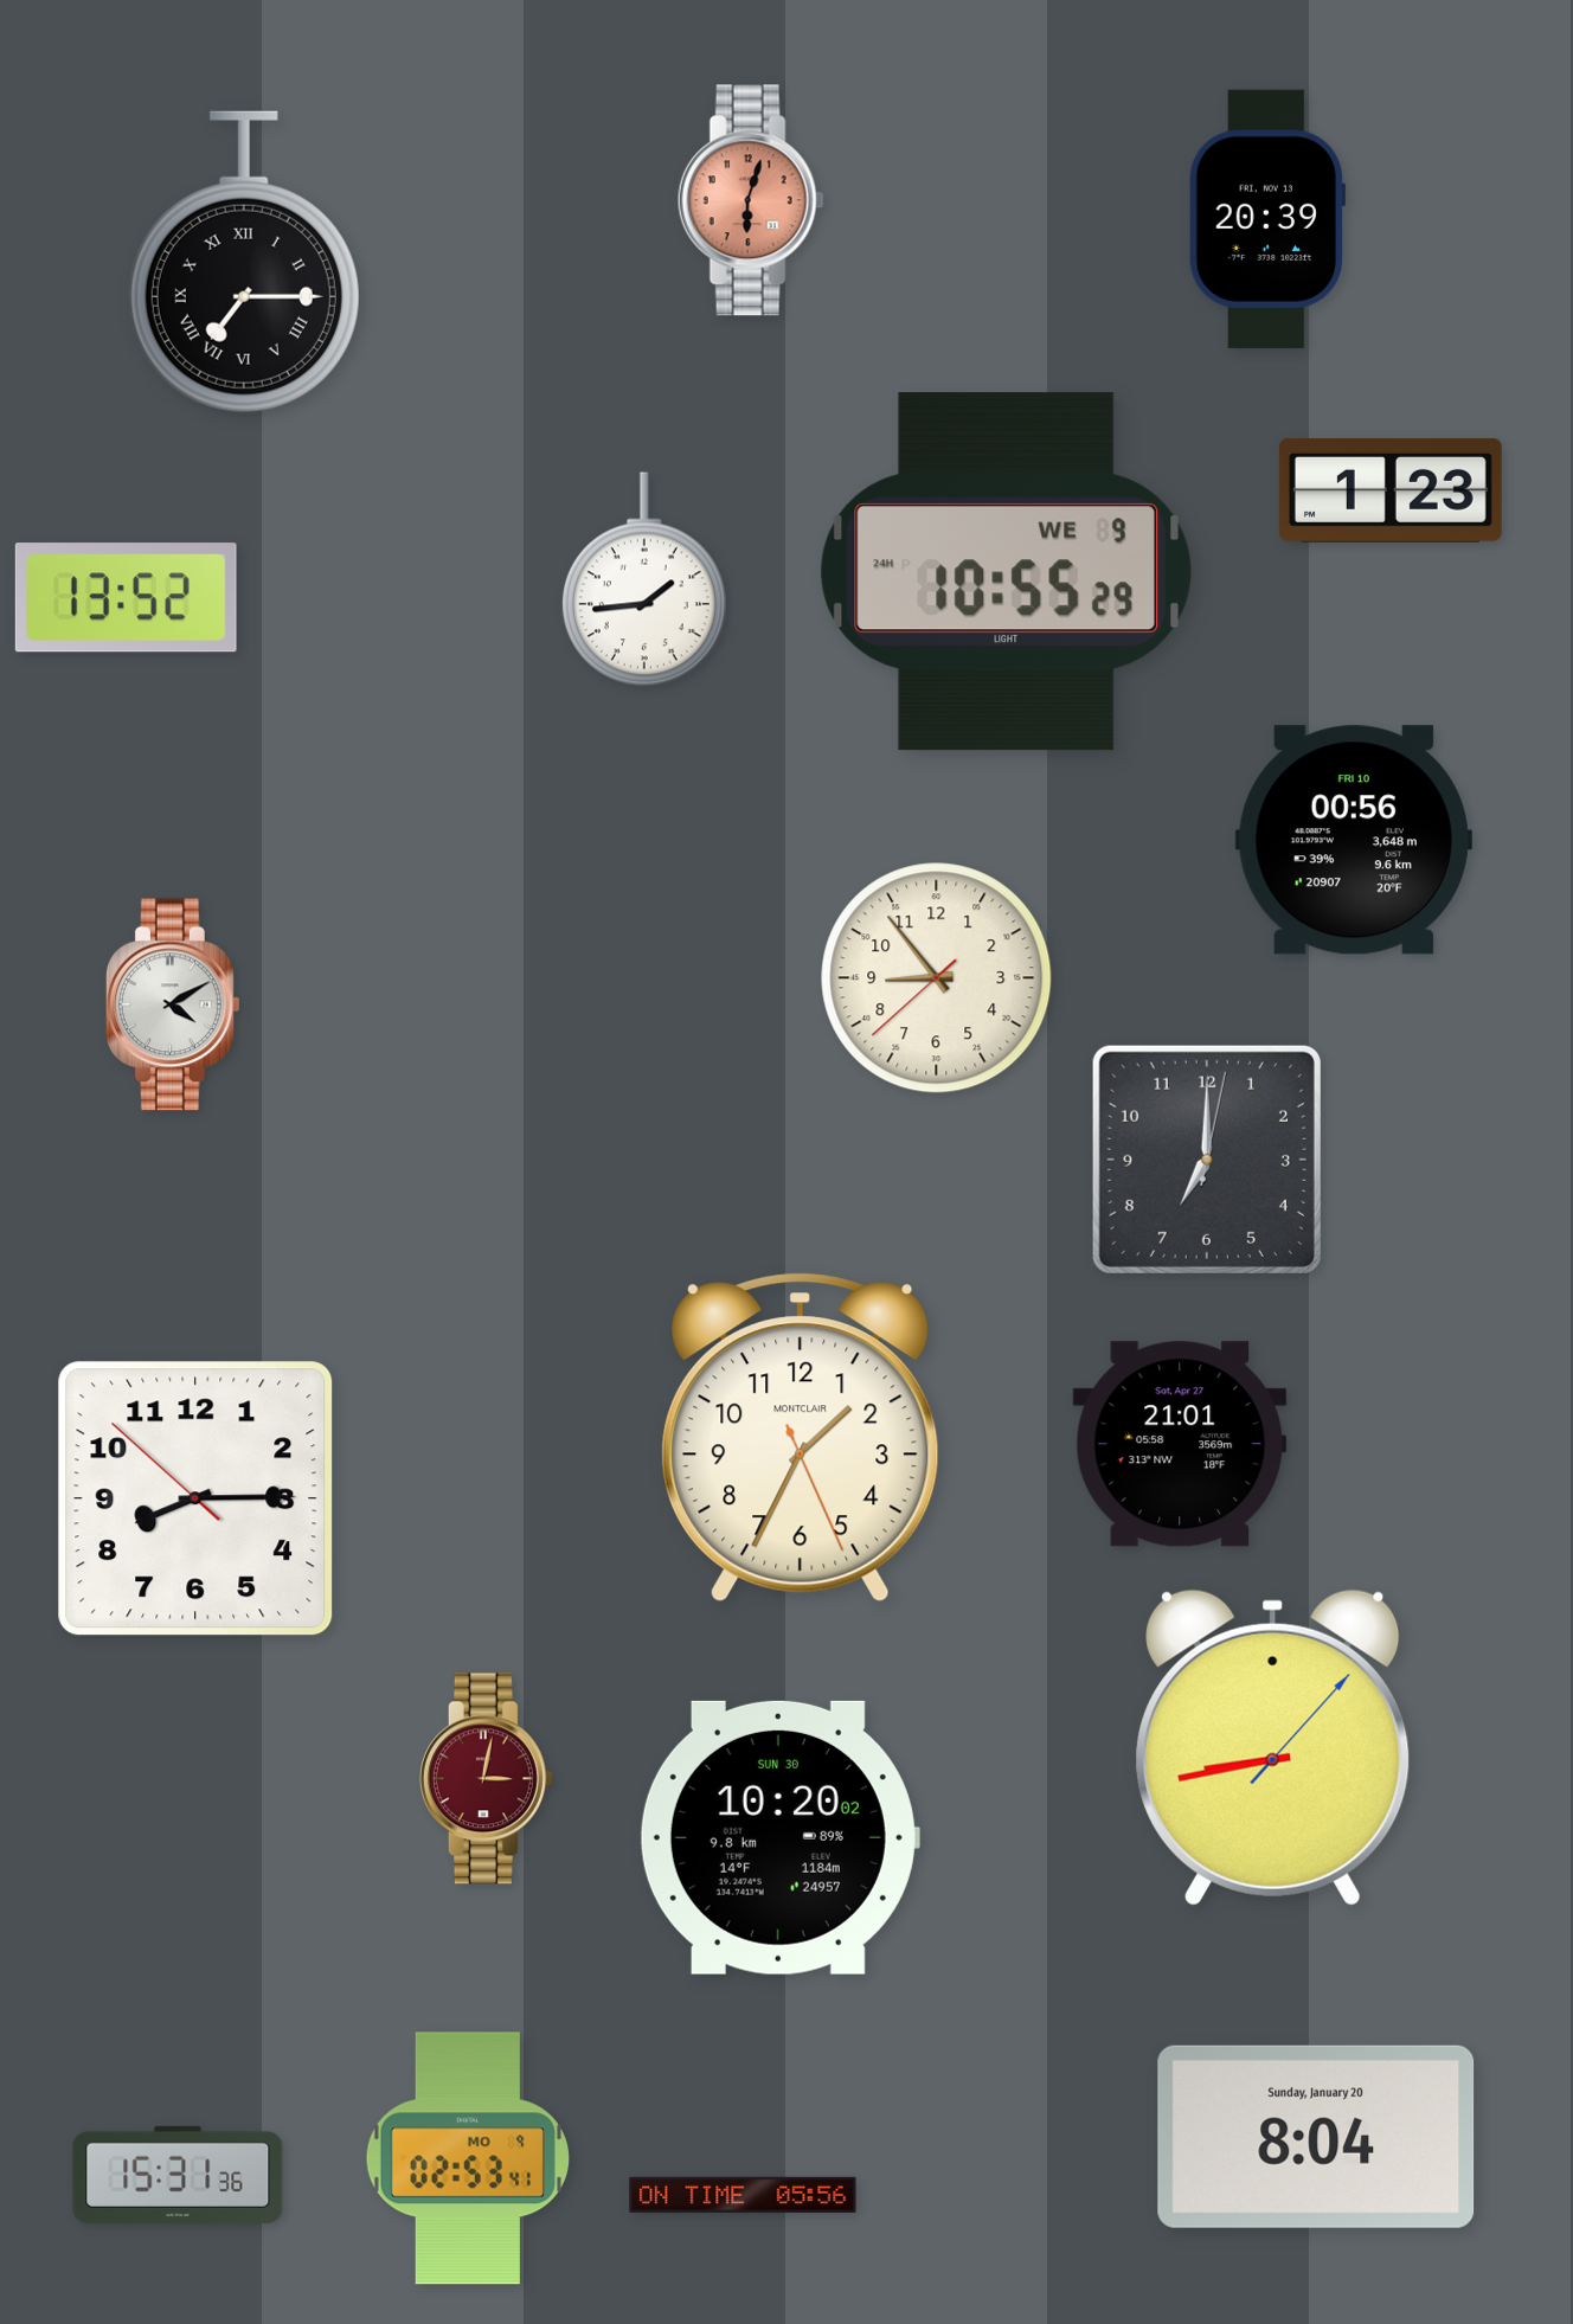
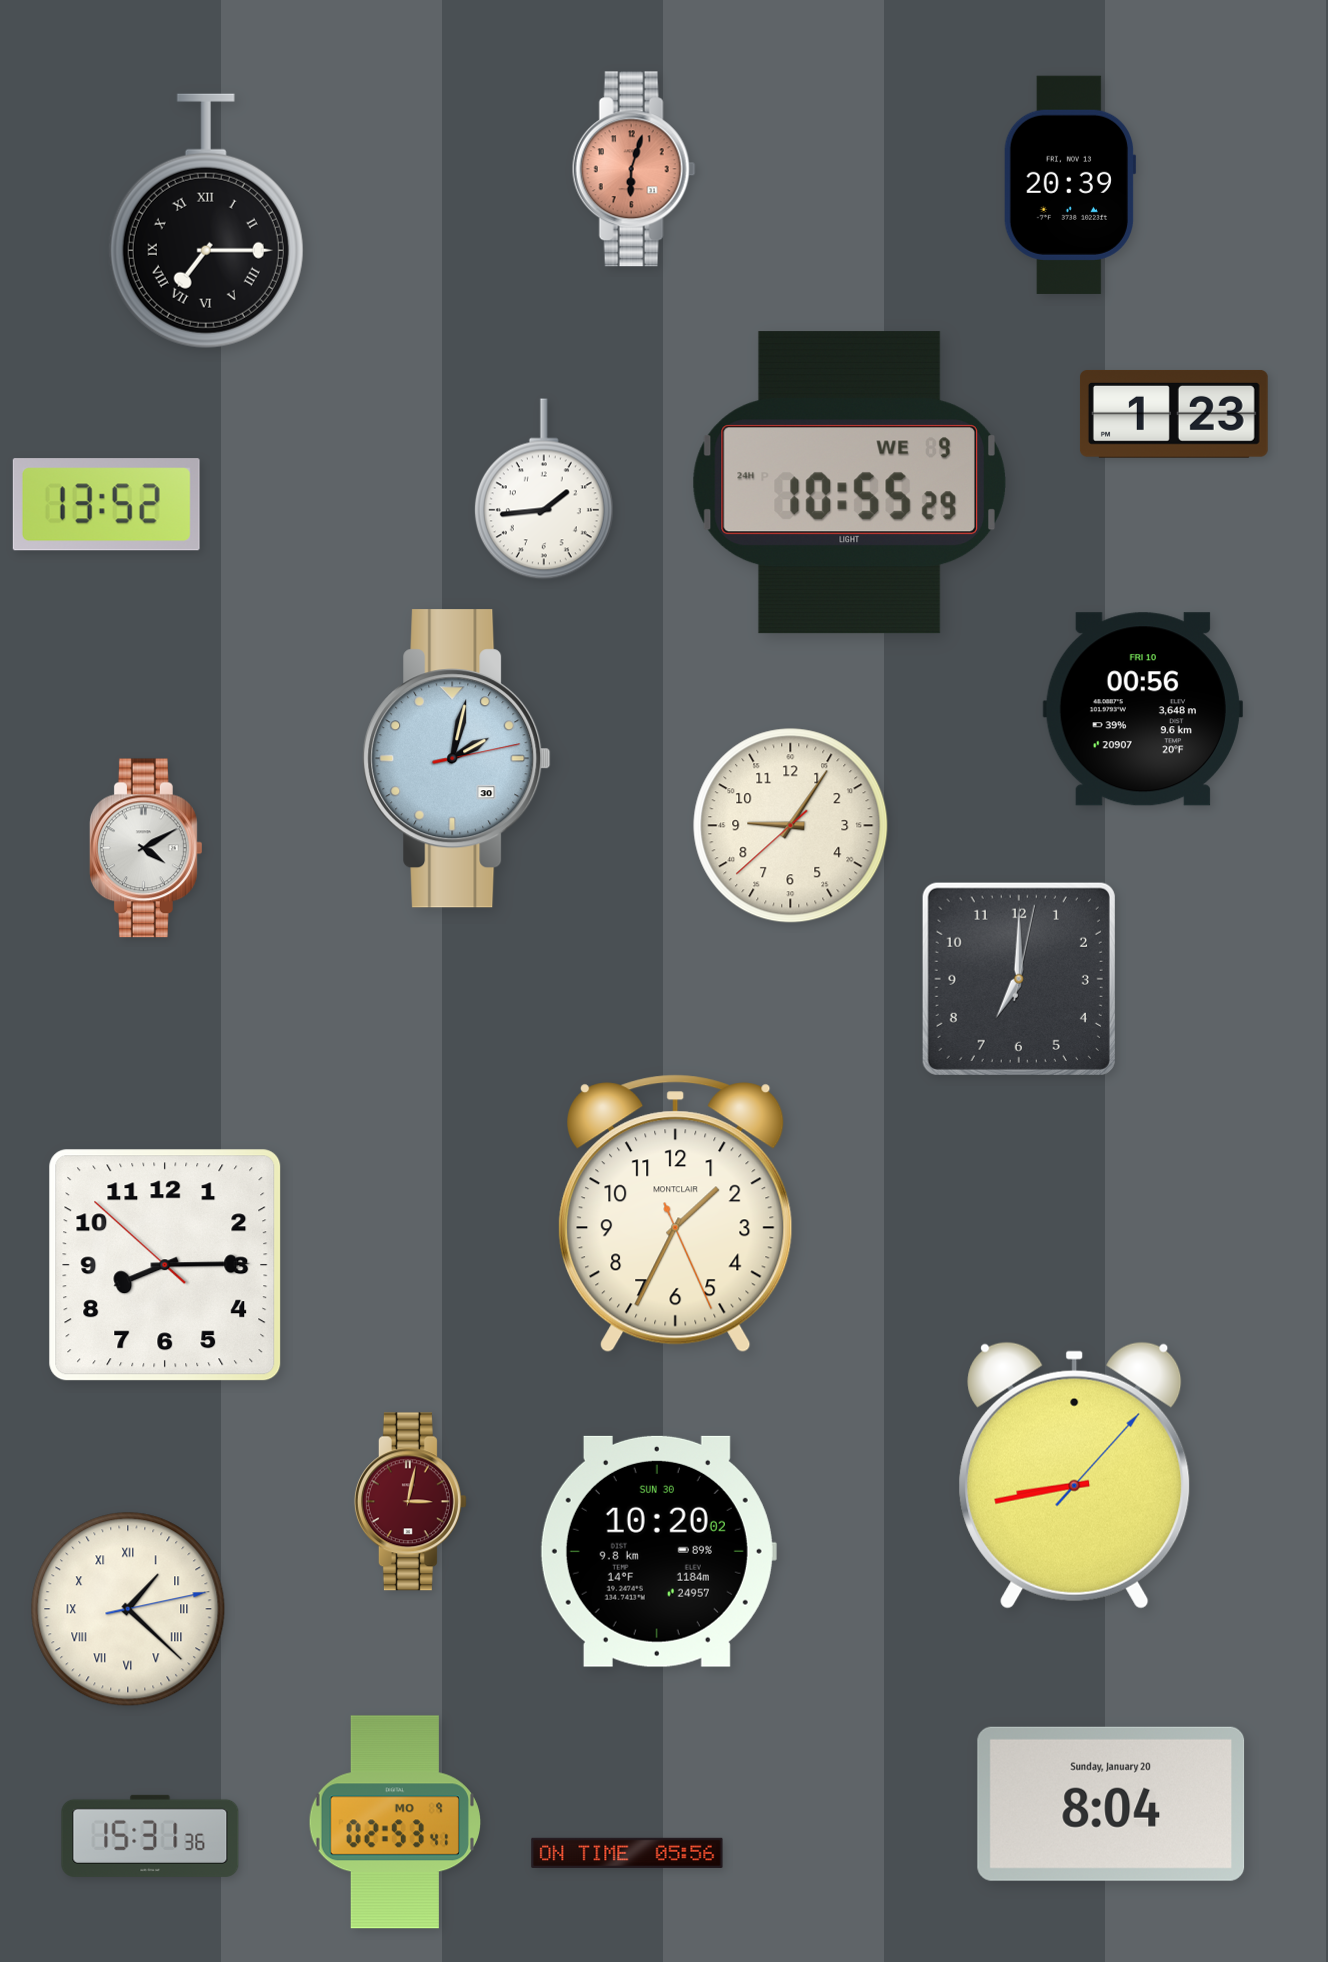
clock at (457, 759): none -> 2:02
clock at (937, 978): 8:53 -> 9:05
clock at (1180, 1444): 21:01 -> none
clock at (128, 1609): none -> 1:22
